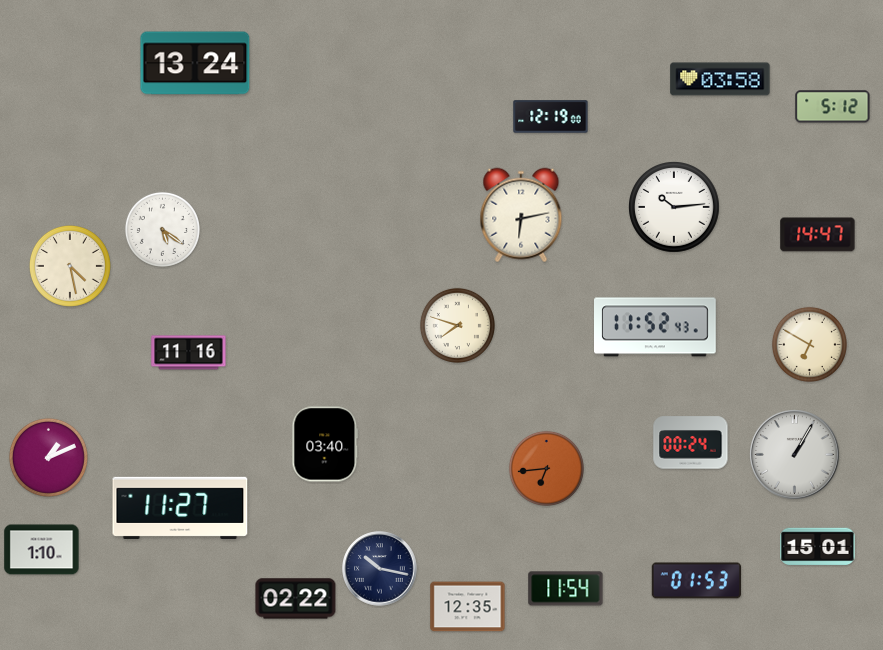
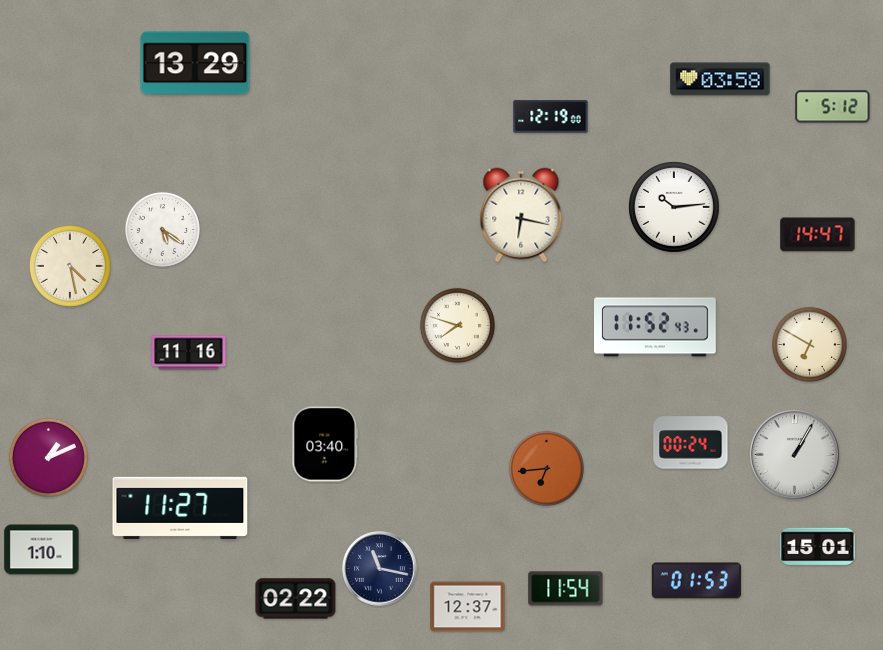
clock at (195, 63): 13:24 -> 13:29
clock at (521, 215): 6:13 -> 6:17
clock at (380, 569): 10:17 -> 11:17
clock at (468, 607): 12:35 -> 12:37
